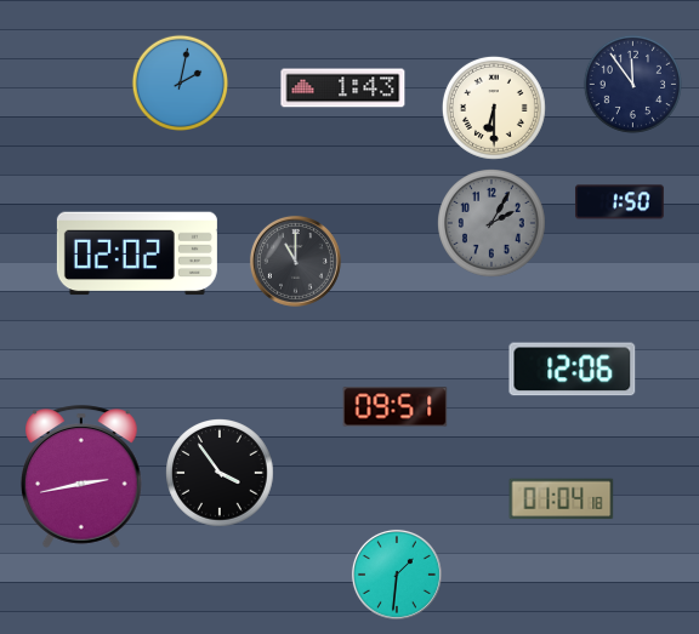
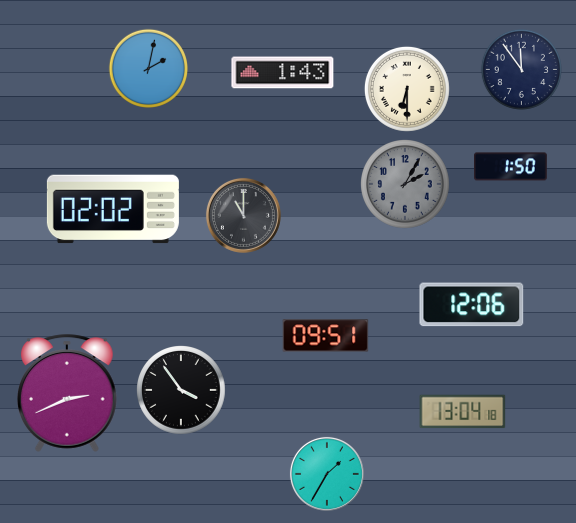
clock at (83, 476): 2:43 -> 2:41
clock at (562, 499): 01:04 -> 13:04
clock at (397, 575): 1:31 -> 1:35
